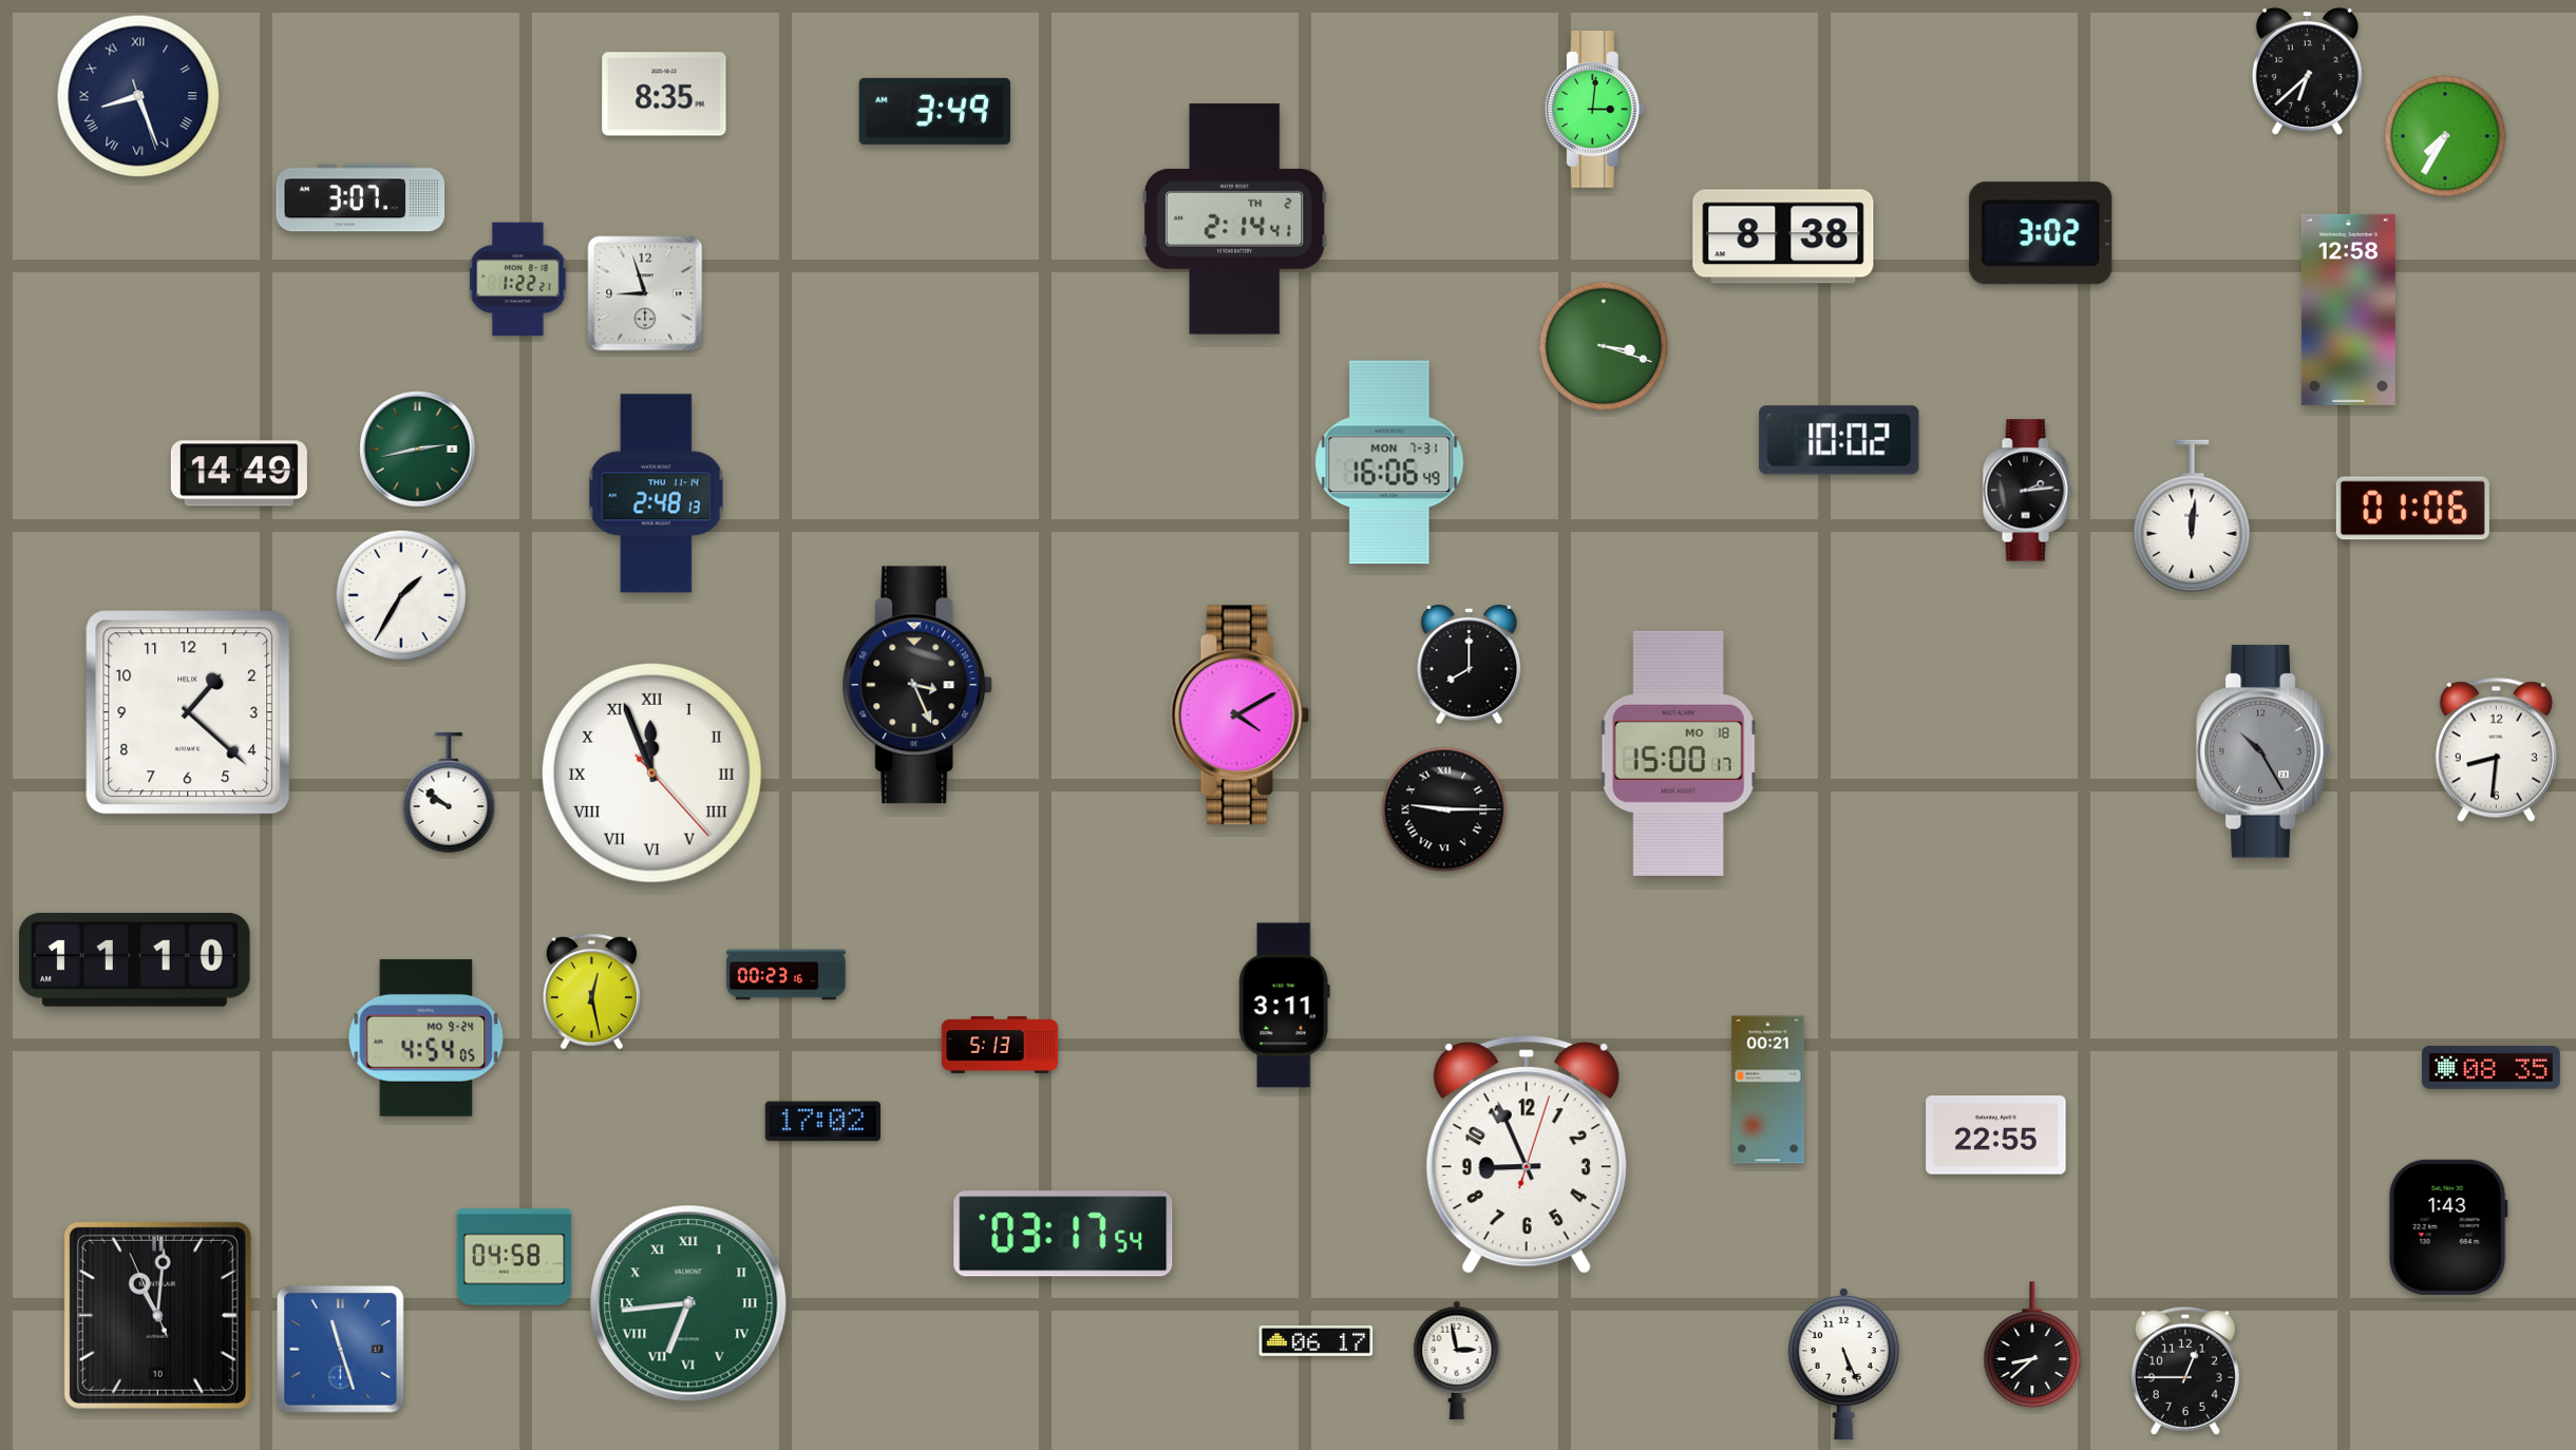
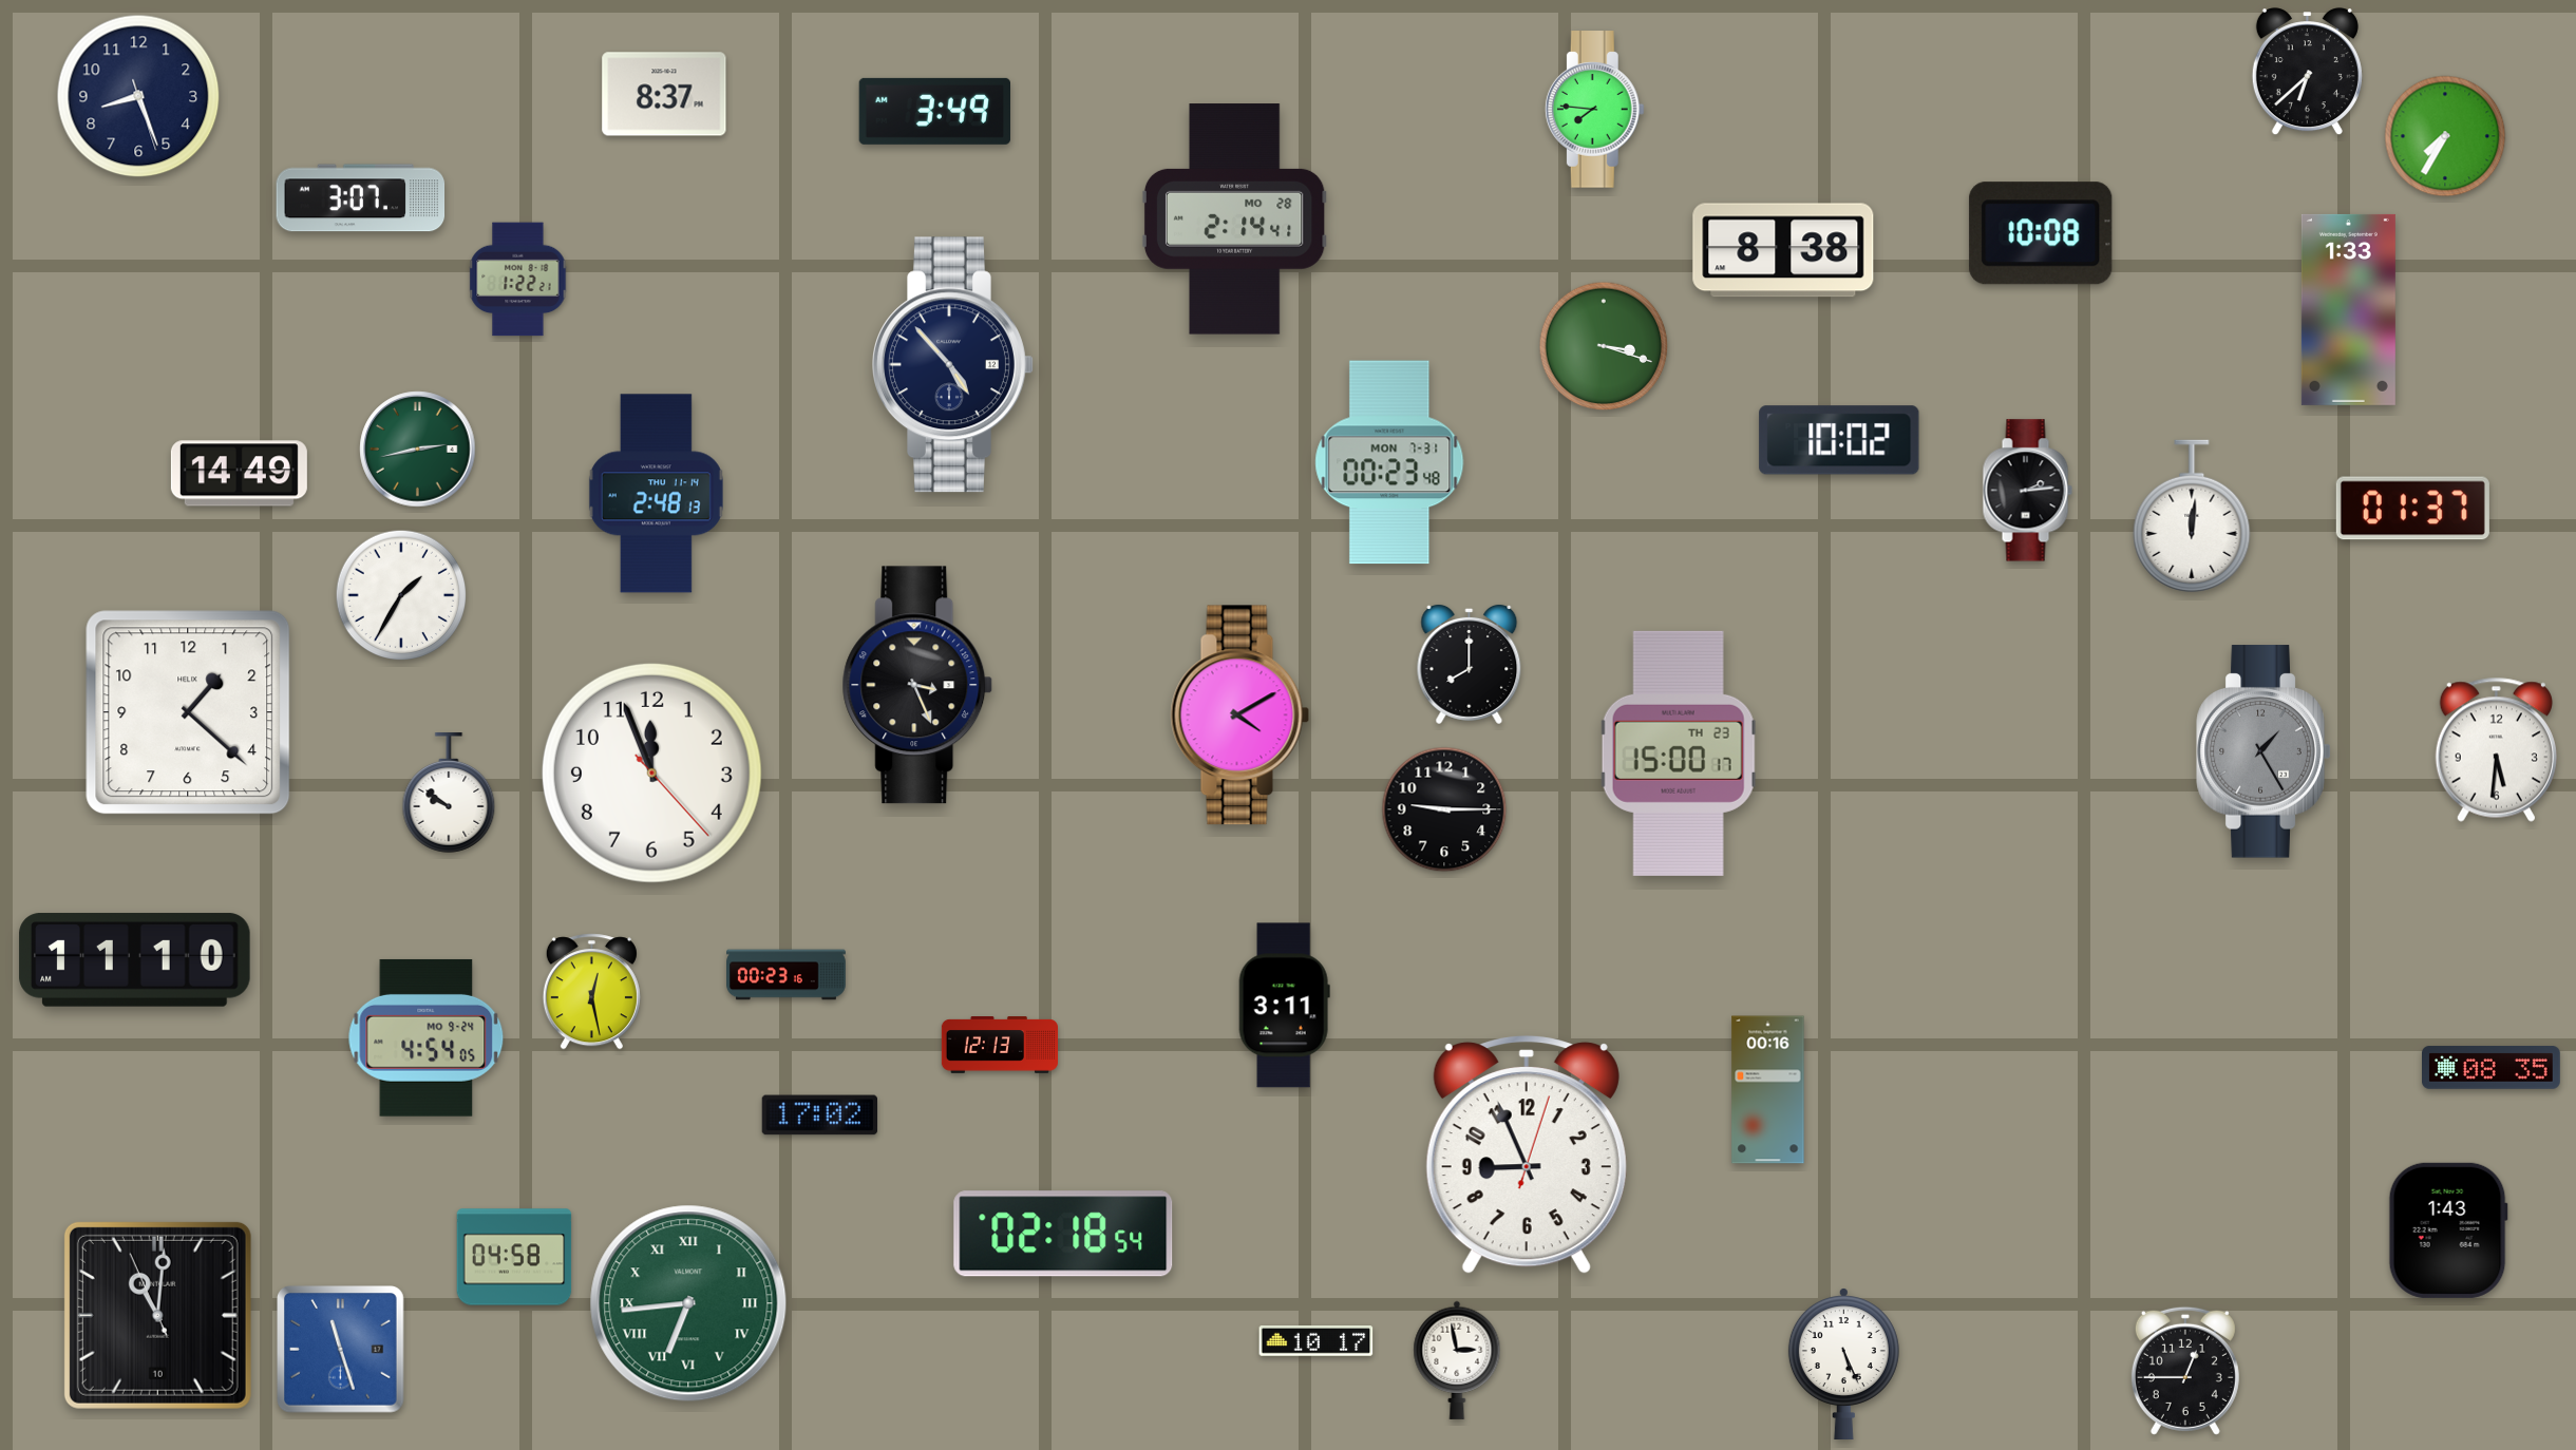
clock at (664, 94): 8:35 -> 8:37
clock at (138, 96) numerals: Roman -> Arabic
clock at (1594, 110): 3:01 -> 7:46
clock at (1234, 220) date: TH 2 -> MO 28
clock at (2041, 233): 3:02 -> 10:08
clock at (1783, 236) position: (1783, 236) -> (1783, 250)
clock at (645, 293): 8:57 -> none
clock at (2348, 309): 12:58 -> 1:33
clock at (953, 365): none -> 4:53
clock at (1389, 462): 16:06 -> 00:23
clock at (2412, 509): 01:06 -> 01:37
clock at (2496, 749): 8:31 -> 5:31
clock at (2264, 751): 10:25 -> 1:25
clock at (1679, 753) date: MO 18 -> TH 23
clock at (651, 772) numerals: Roman -> Arabic
clock at (1444, 809) numerals: Roman -> Arabic
clock at (999, 1046): 5:13 -> 12:13
clock at (1768, 1090): 00:21 -> 00:16
clock at (822, 1122) position: (822, 1122) -> (819, 1115)
clock at (1996, 1136): 22:55 -> none
clock at (2448, 1227) position: (2448, 1227) -> (2448, 1230)
clock at (1063, 1234): 03:17 -> 02:18
clock at (1317, 1341): 06:17 -> 10:17
clock at (2032, 1344): 8:38 -> none
